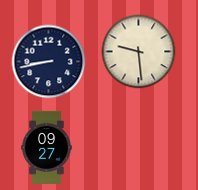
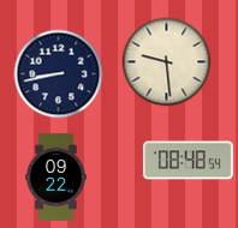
clock at (188, 161): none -> 08:48
clock at (47, 147): 09:27 -> 09:22
